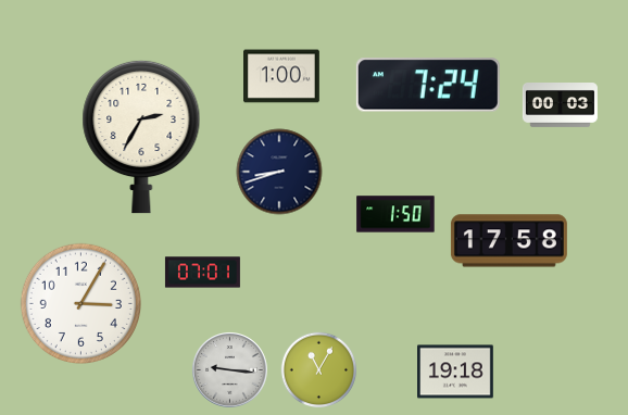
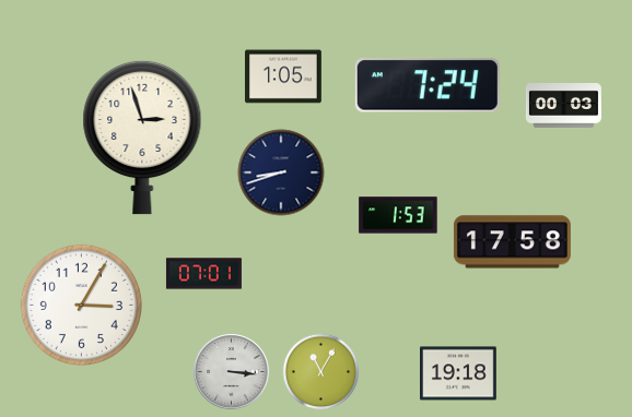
clock at (282, 76): 1:00 -> 1:05
clock at (428, 85) position: (428, 85) -> (428, 85)
clock at (141, 137): 2:35 -> 2:57
clock at (395, 214): 1:50 -> 1:53
clock at (230, 370): 9:16 -> 3:16
